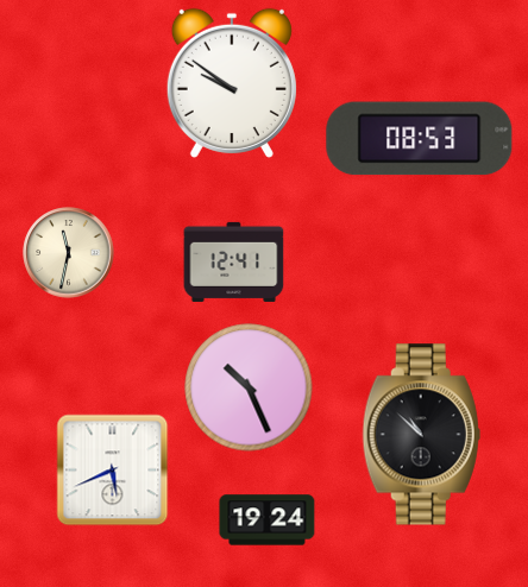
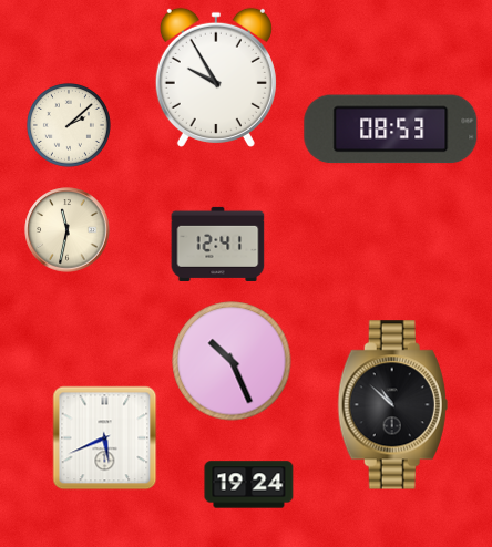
clock at (232, 83): 9:51 -> 9:55
clock at (69, 125): none -> 2:08
clock at (69, 253) position: (69, 253) -> (68, 230)
